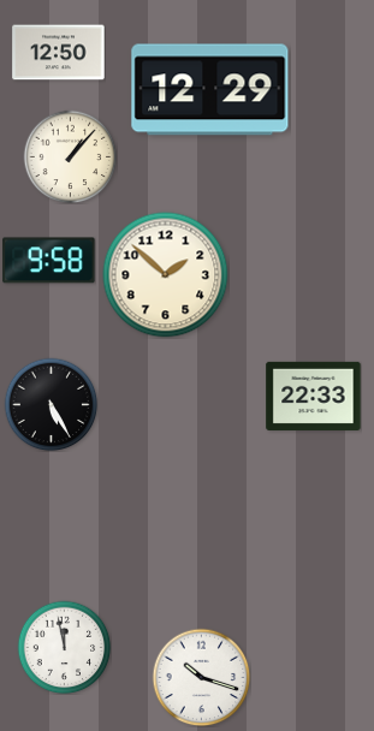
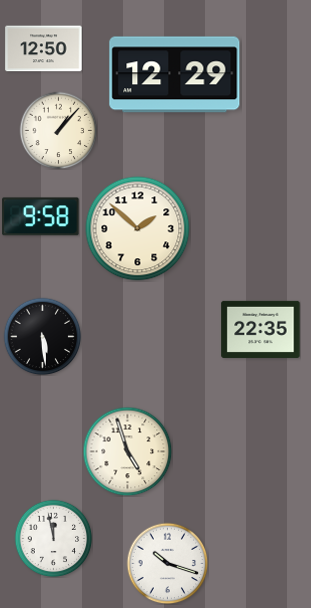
clock at (59, 53) position: (59, 53) -> (44, 49)
clock at (314, 396): 22:33 -> 22:35
clock at (51, 404): 5:25 -> 5:29
clock at (127, 451): none -> 4:57
